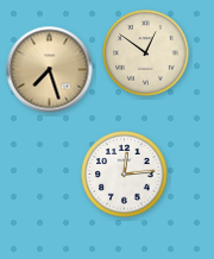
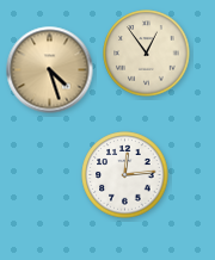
clock at (146, 53): 12:51 -> 12:54
clock at (50, 70): 7:27 -> 4:27
